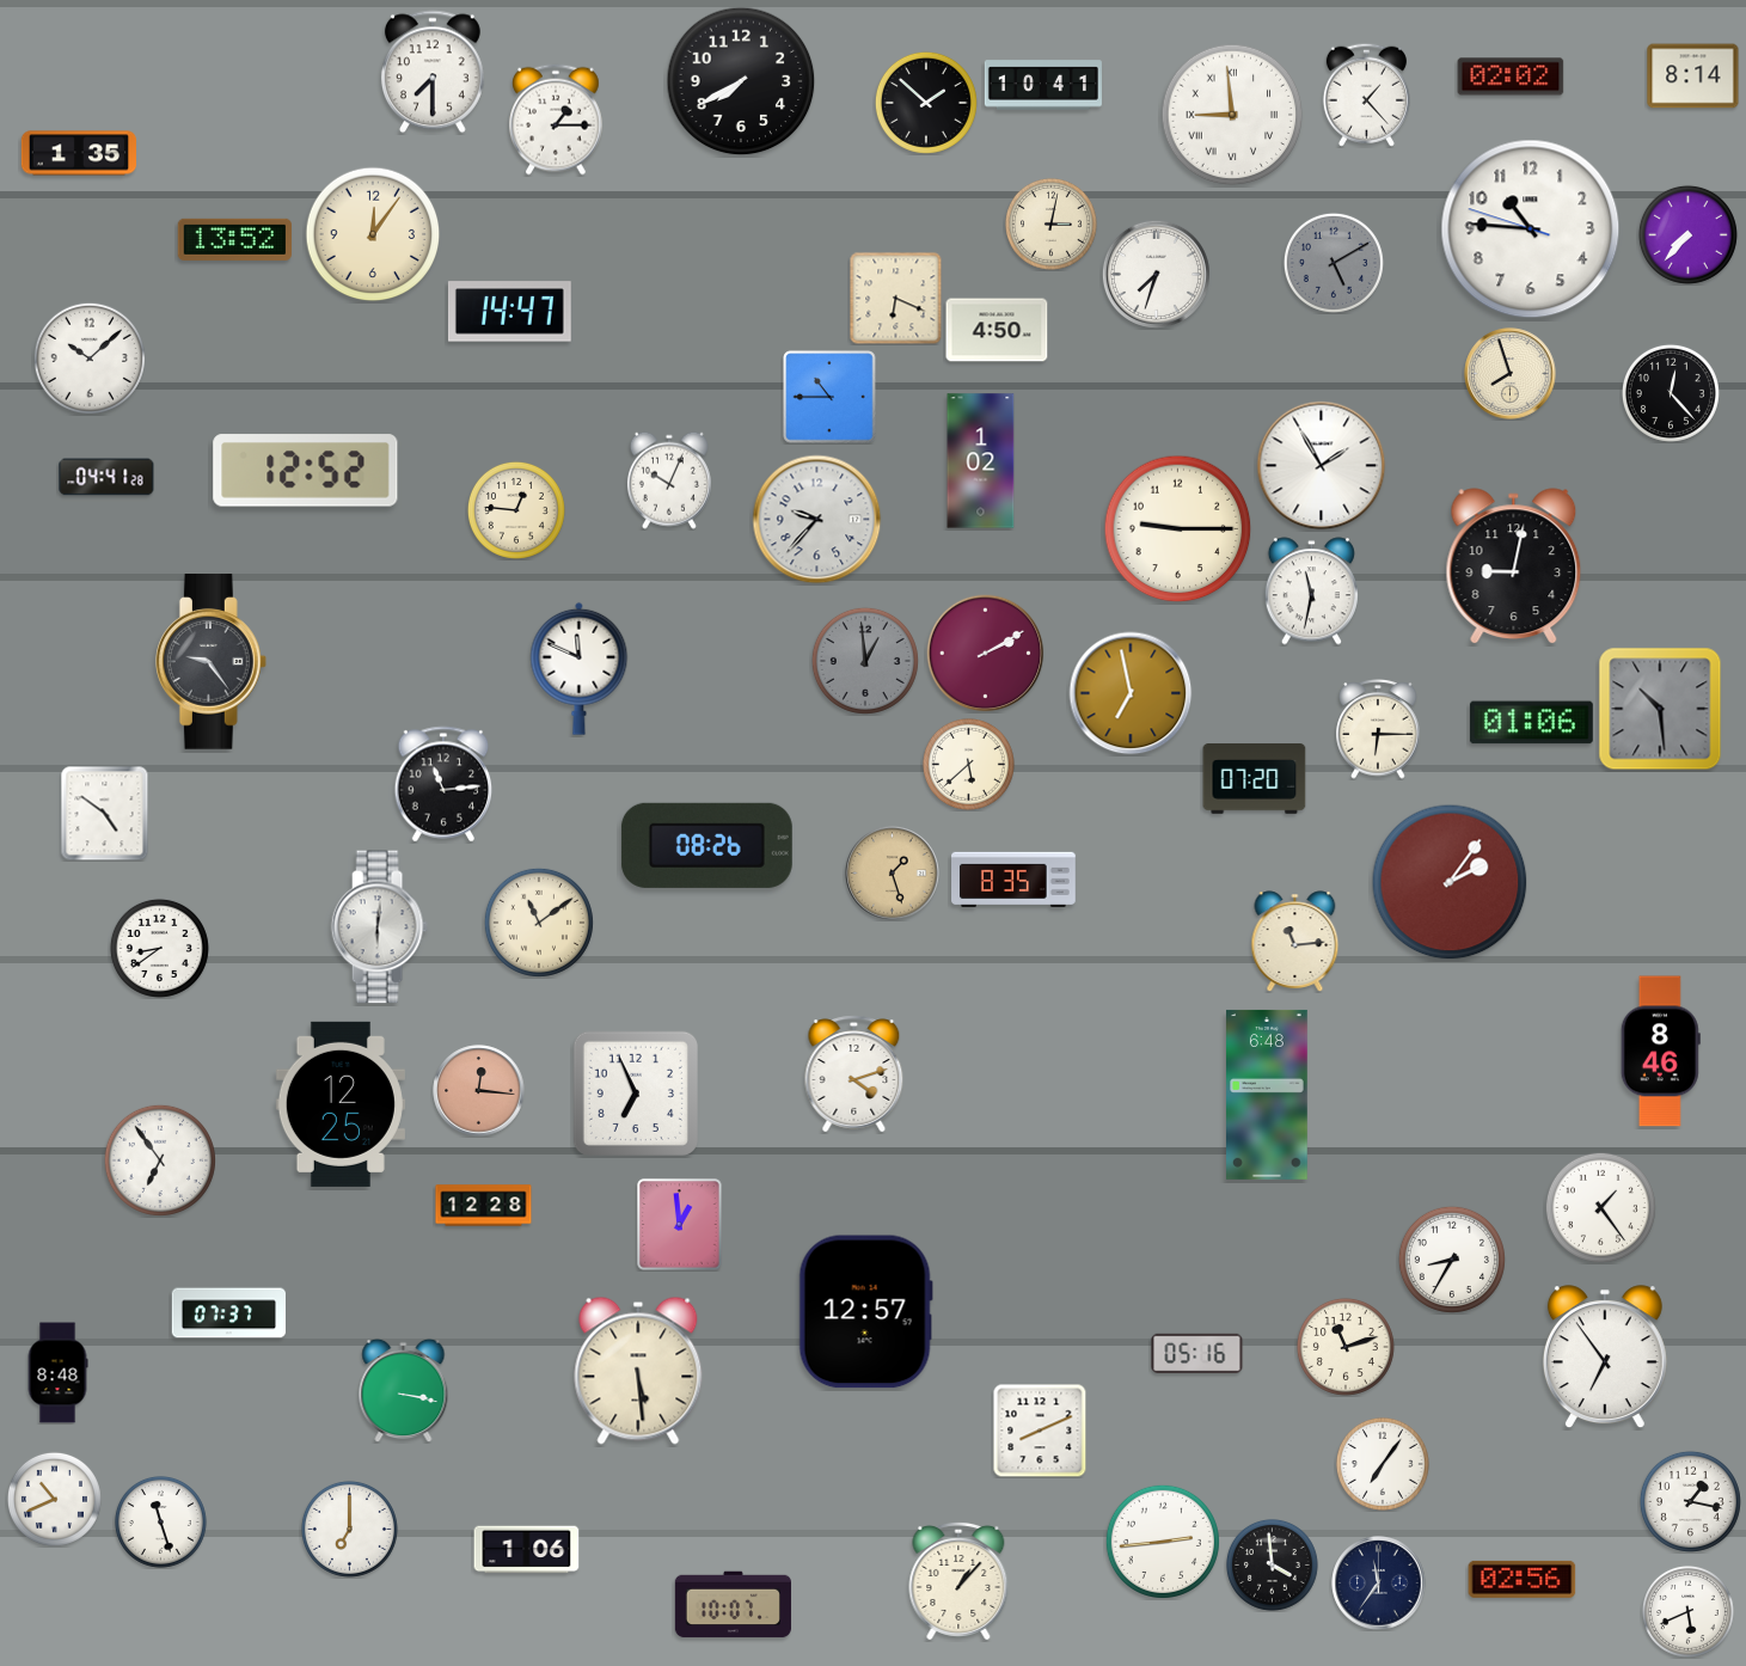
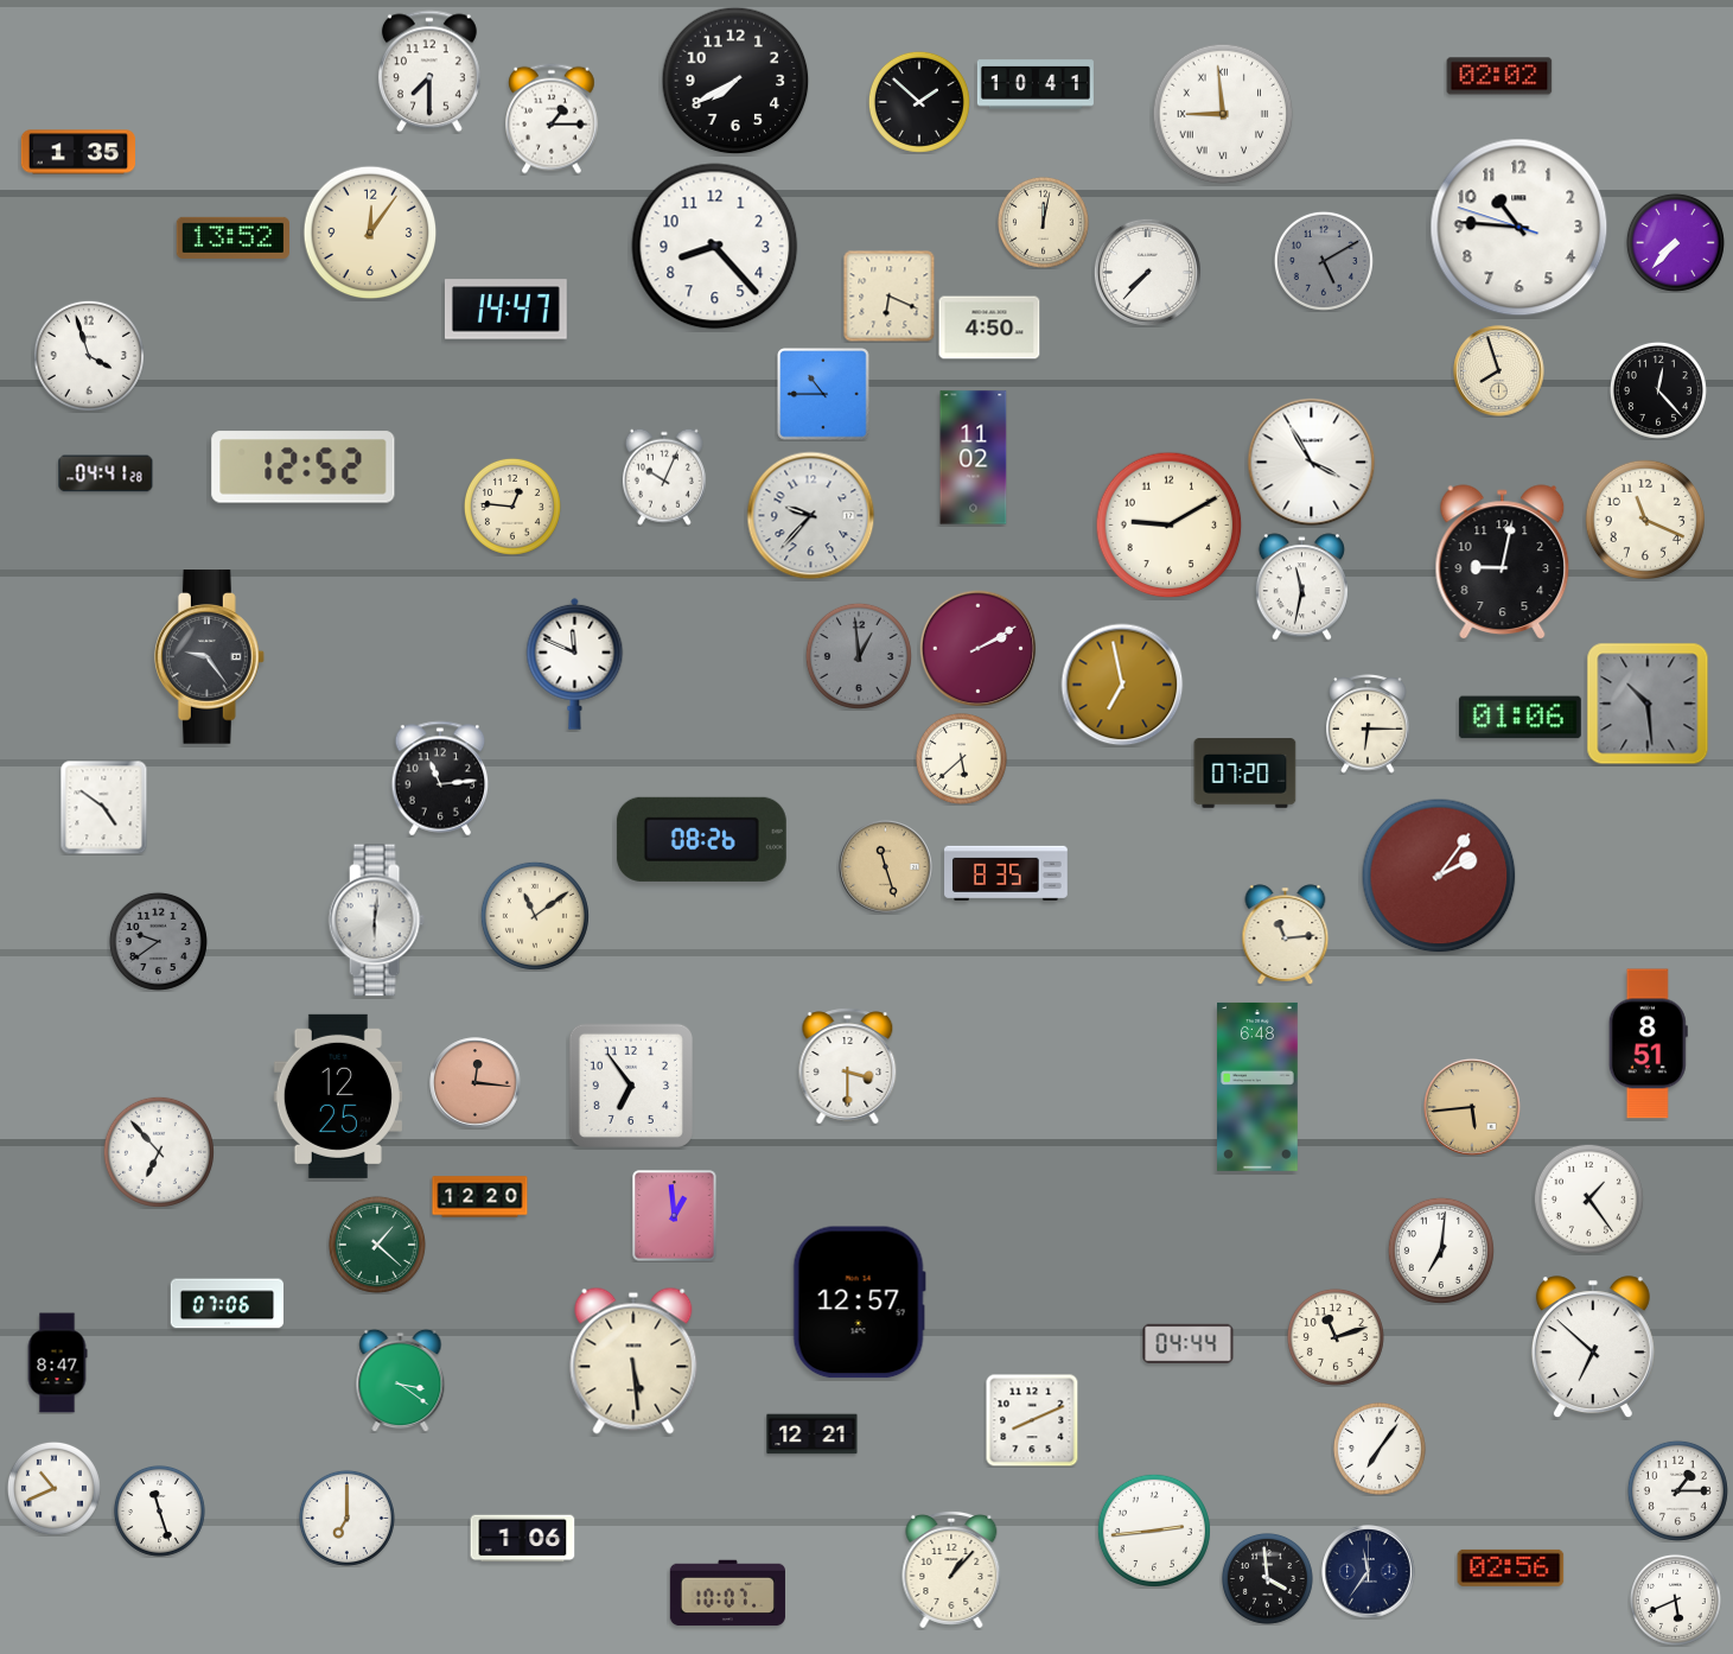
clock at (1693, 76): 8:14 -> none
clock at (1366, 94): 1:23 -> none
clock at (1050, 223): 3:02 -> 12:02
clock at (1687, 234) position: (1687, 234) -> (1675, 242)
clock at (715, 247): none -> 8:23
clock at (1156, 274): 7:33 -> 7:37
clock at (90, 359): 10:08 -> 3:57
clock at (981, 461): 1:02 -> 11:02
clock at (1322, 466): 1:55 -> 3:55
clock at (1644, 519): none -> 11:19
clock at (1178, 529): 9:15 -> 9:10
clock at (1131, 693) position: (1131, 693) -> (1122, 685)
clock at (893, 874): 1:27 -> 11:27
clock at (159, 948): 8:39 -> 9:39
clock at (159, 948) dial: white -> grey
clock at (1660, 1052): 8:46 -> 8:51
clock at (854, 1074): 4:12 -> 3:30
clock at (636, 1094): 6:56 -> 6:54
clock at (1473, 1108): none -> 5:44
clock at (160, 1160): 6:54 -> 6:53
clock at (484, 1206): 12:28 -> 12:20
clock at (377, 1245): none -> 1:22
clock at (1452, 1260): 8:35 -> 7:01
clock at (228, 1313): 07:37 -> 07:06
clock at (1197, 1353): 05:16 -> 04:44
clock at (1605, 1358): 6:54 -> 6:52
clock at (57, 1373): 8:48 -> 8:47
clock at (404, 1390): 3:17 -> 3:21
clock at (813, 1434): none -> 12:21
clock at (1383, 1464) position: (1383, 1464) -> (1380, 1449)
clock at (1690, 1501): 1:17 -> 1:15
clock at (1272, 1564) position: (1272, 1564) -> (1267, 1578)
